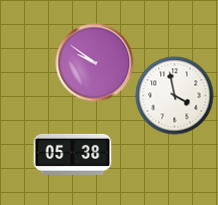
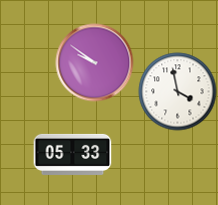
clock at (174, 95) position: (174, 95) -> (177, 91)
clock at (72, 154): 05:38 -> 05:33
